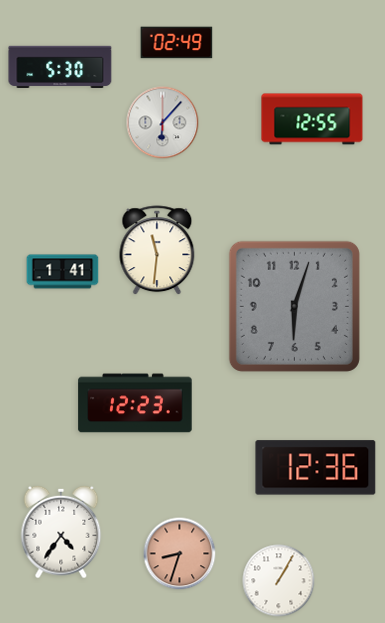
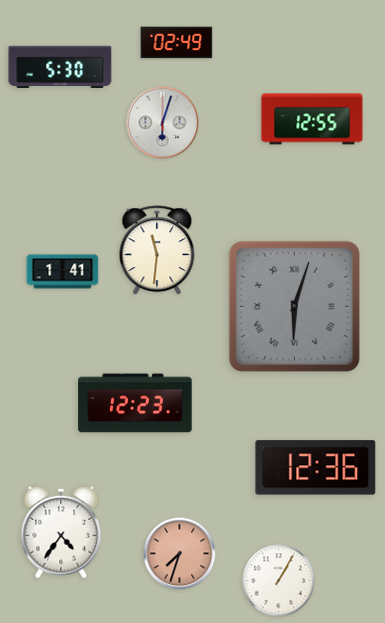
clock at (163, 123): 6:07 -> 6:03
clock at (294, 306) numerals: Arabic -> Roman
clock at (180, 554): 8:33 -> 7:33
